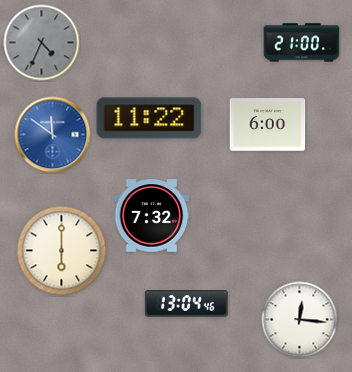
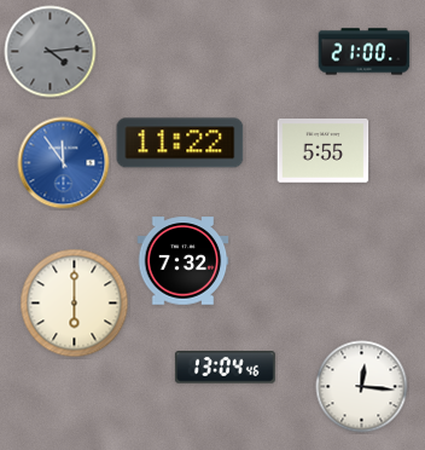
clock at (42, 43): 4:34 -> 4:14
clock at (268, 125): 6:00 -> 5:55
clock at (53, 135): 11:51 -> 11:54
